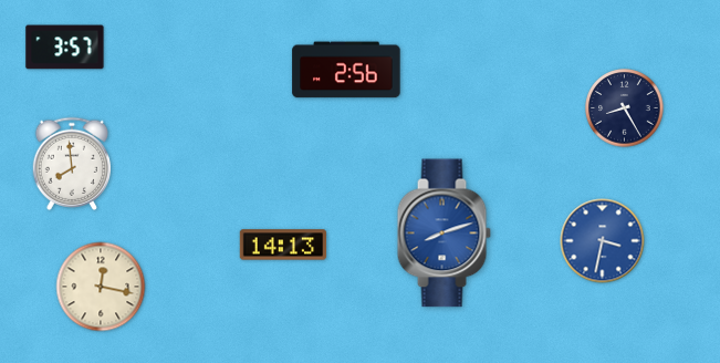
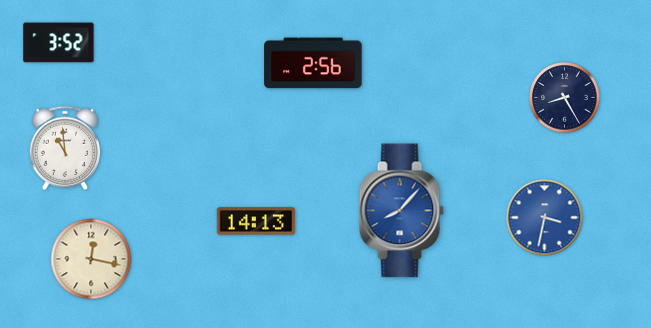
clock at (65, 48): 3:57 -> 3:52
clock at (71, 164): 7:59 -> 10:59
clock at (444, 234): 8:12 -> 8:07
